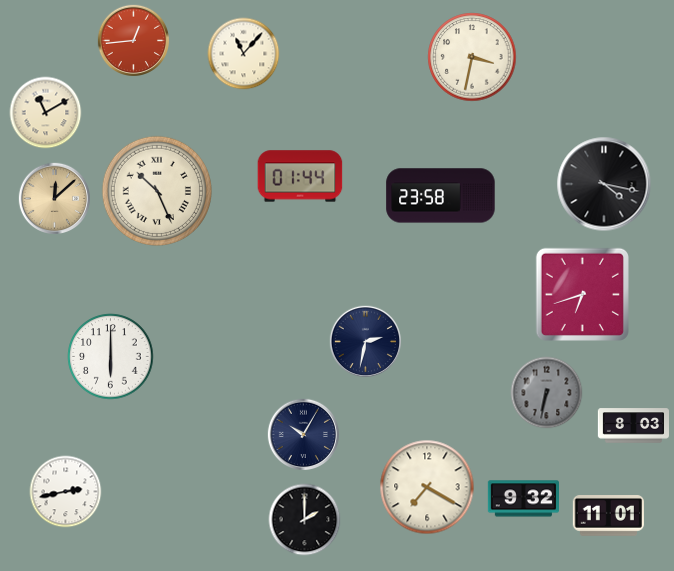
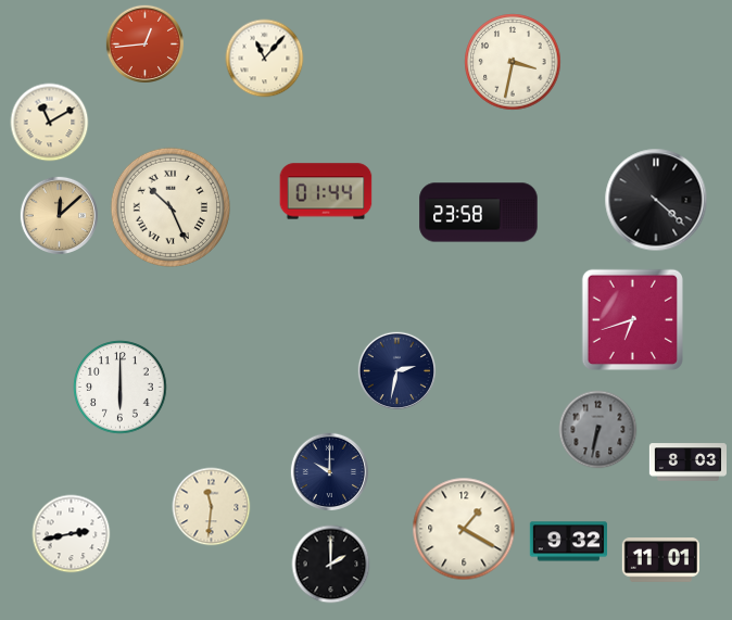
clock at (604, 184): 4:17 -> 4:22
clock at (547, 393) position: (547, 393) -> (598, 430)
clock at (303, 434): 10:05 -> 10:00
clock at (212, 507): none -> 11:31
clock at (427, 487): 7:20 -> 1:20
